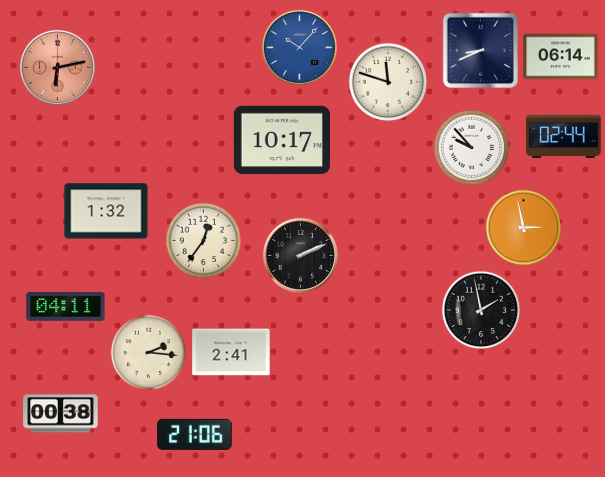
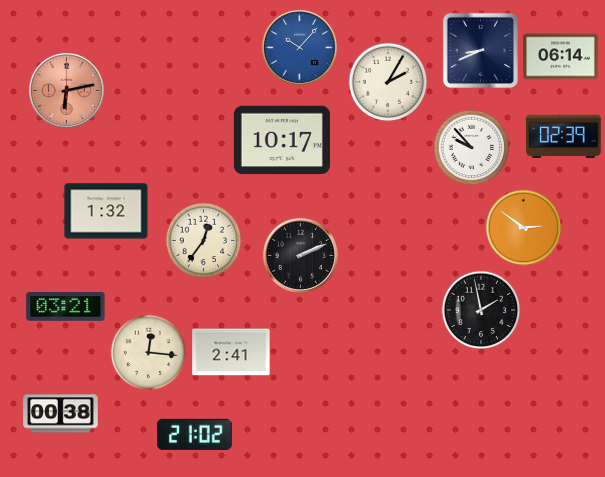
clock at (57, 67) position: (57, 67) -> (66, 90)
clock at (388, 82): 11:48 -> 2:05
clock at (564, 137): 02:44 -> 02:39
clock at (524, 228): 2:58 -> 2:51
clock at (66, 306): 04:11 -> 03:21
clock at (149, 353): 2:16 -> 12:16
clock at (195, 434): 21:06 -> 21:02
